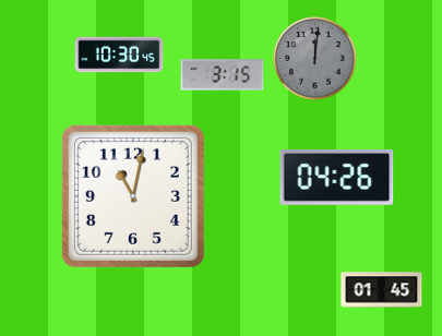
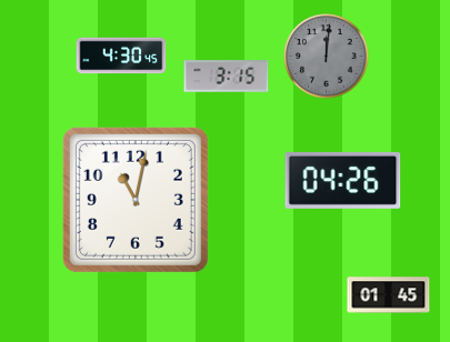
clock at (119, 55): 10:30 -> 4:30
clock at (315, 59) position: (315, 59) -> (327, 57)
